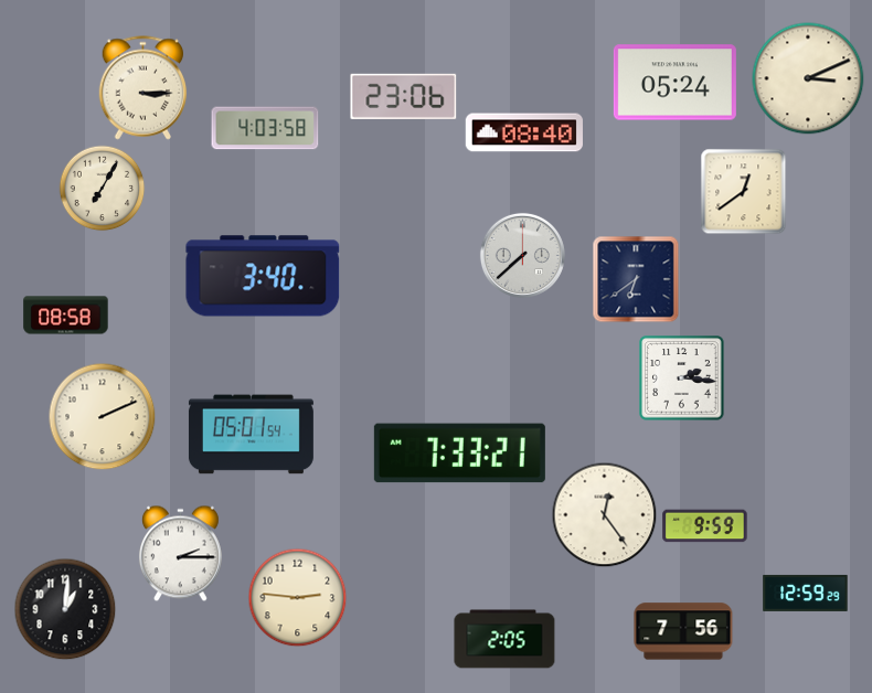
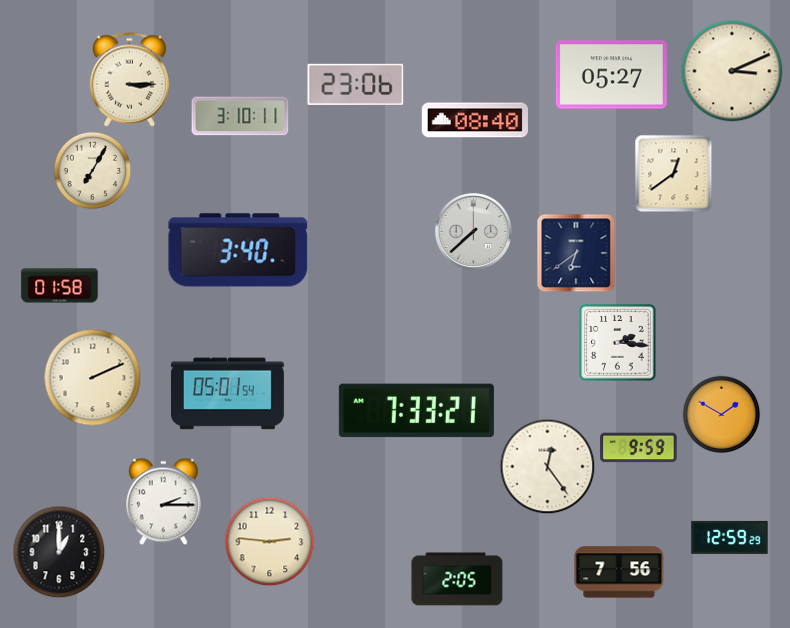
clock at (674, 83): 05:24 -> 05:27
clock at (404, 96) position: (404, 96) -> (356, 84)
clock at (265, 128): 4:03 -> 3:10
clock at (66, 316): 08:58 -> 01:58
clock at (721, 414): none -> 1:50
clock at (705, 526) position: (705, 526) -> (639, 448)
clock at (65, 609): 1:01 -> 1:00
